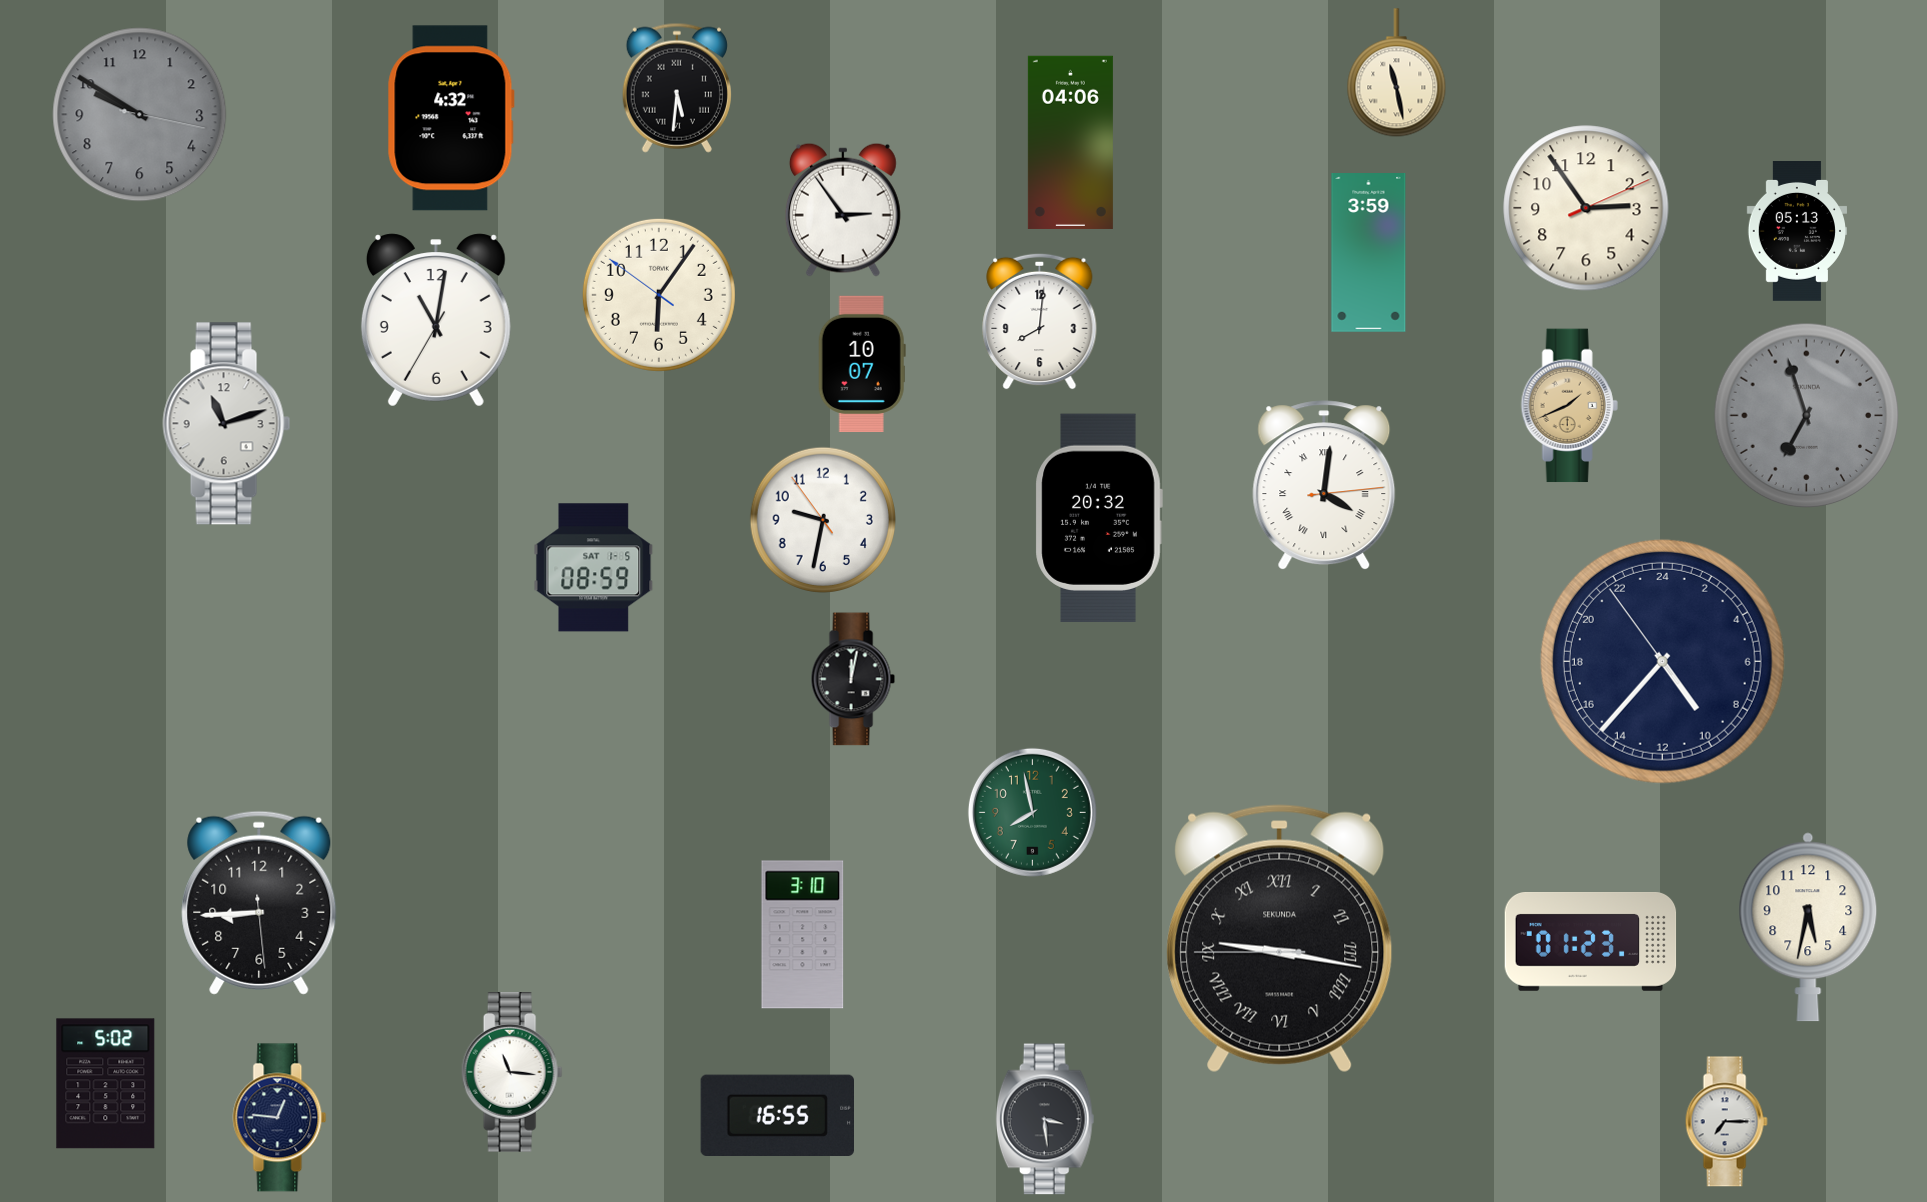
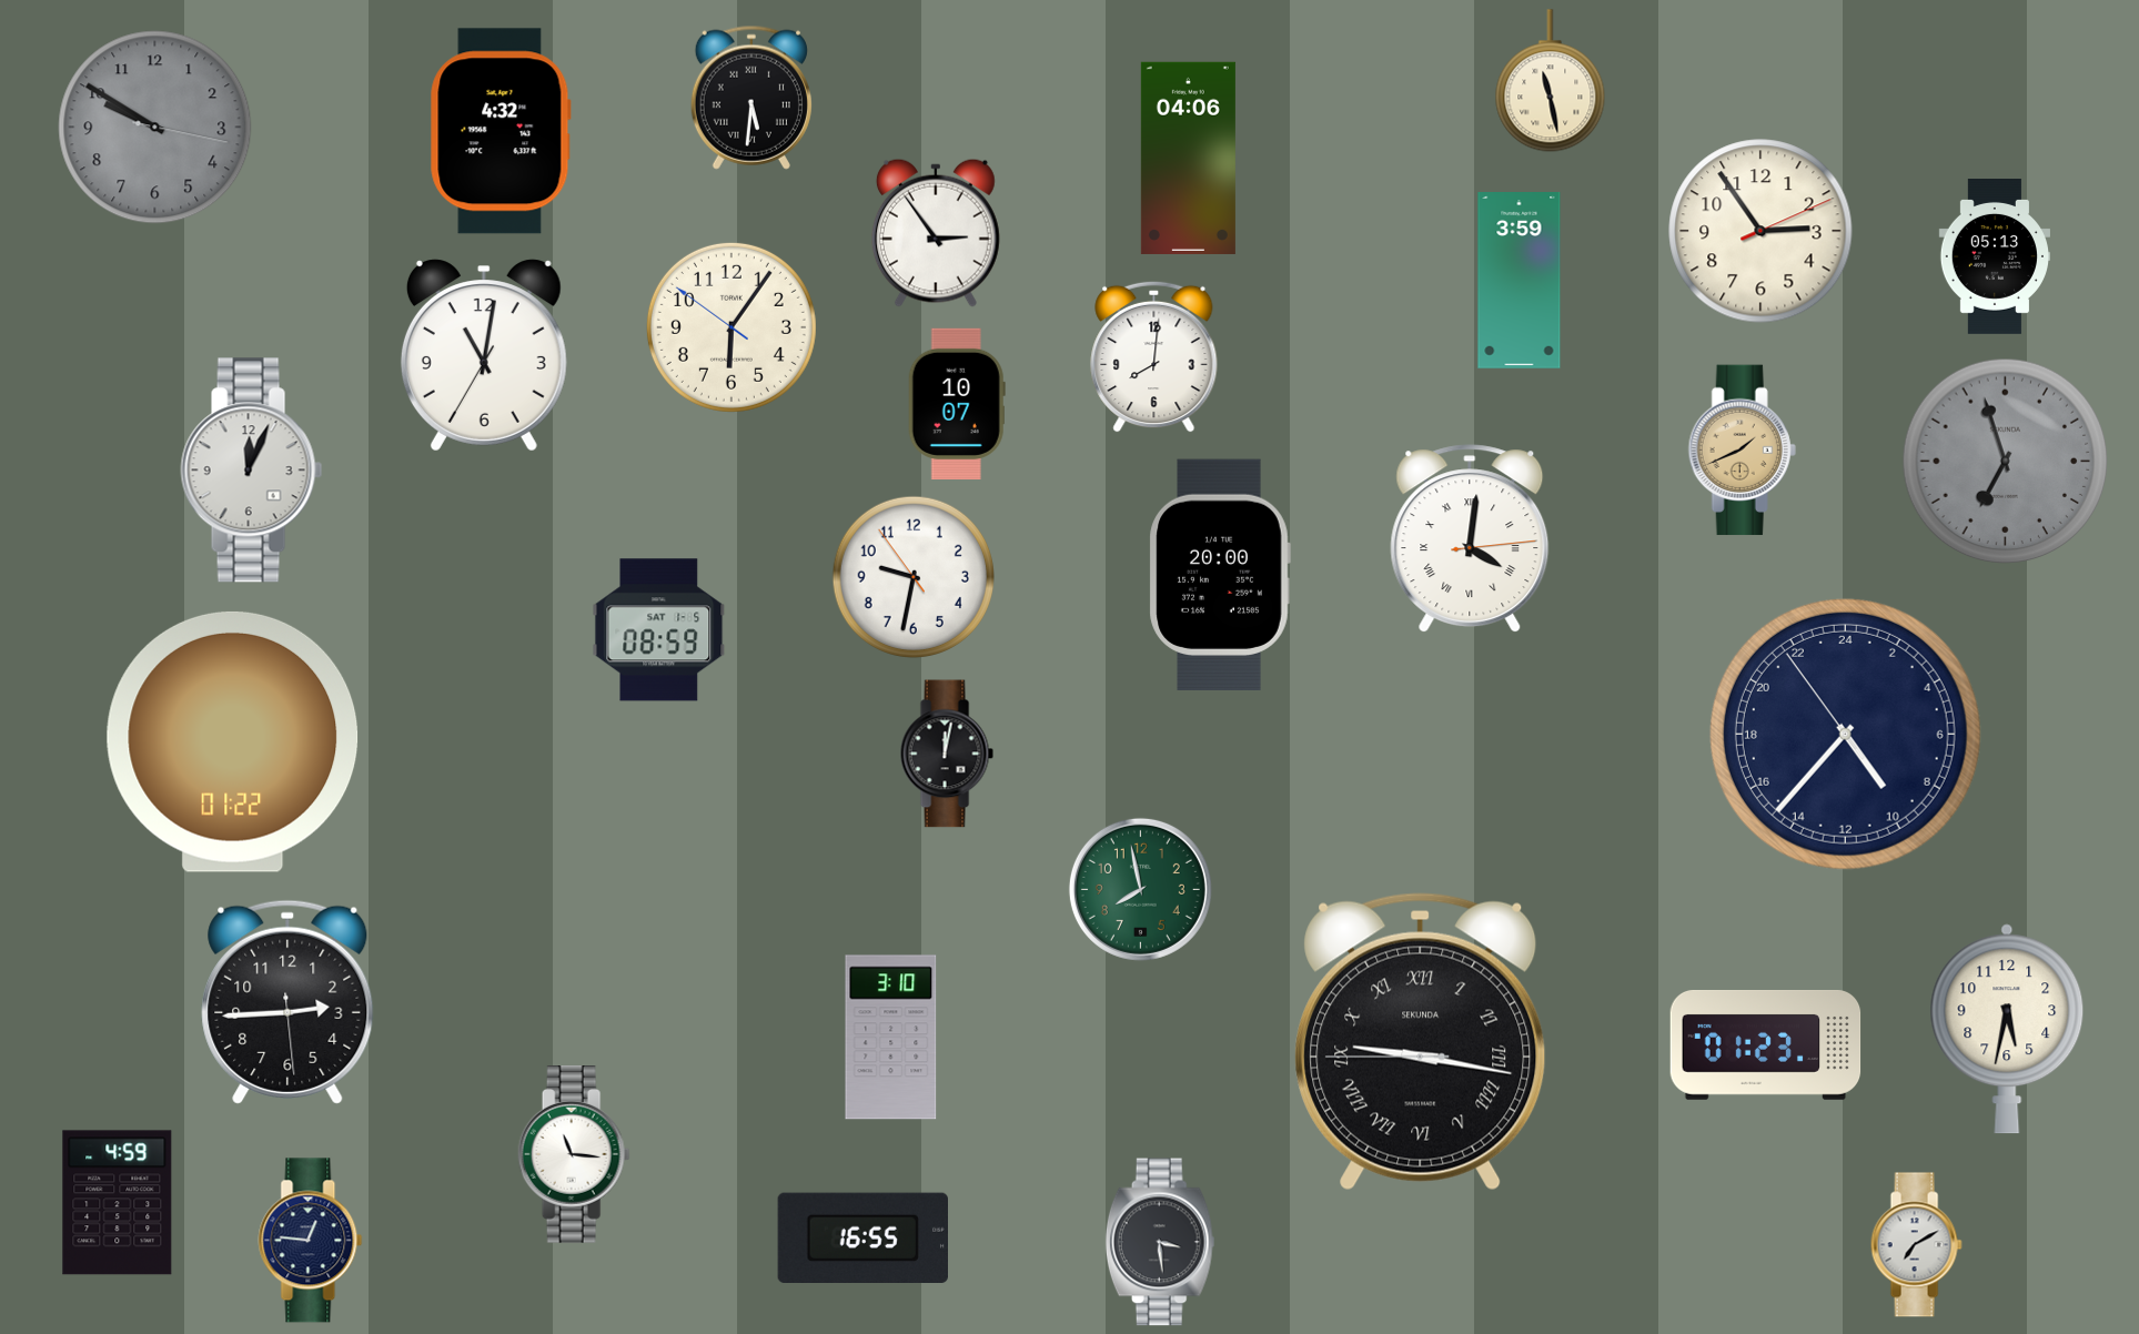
clock at (227, 424): 11:12 -> 12:04
clock at (1099, 517): 20:32 -> 20:00
clock at (233, 741): none -> 01:22
clock at (1032, 812) position: (1032, 812) -> (1140, 889)
clock at (259, 903): 8:44 -> 2:44
clock at (512, 1073) position: (512, 1073) -> (574, 1155)
clock at (106, 1084): 5:02 -> 4:59
clock at (1726, 1122): 7:15 -> 7:10
